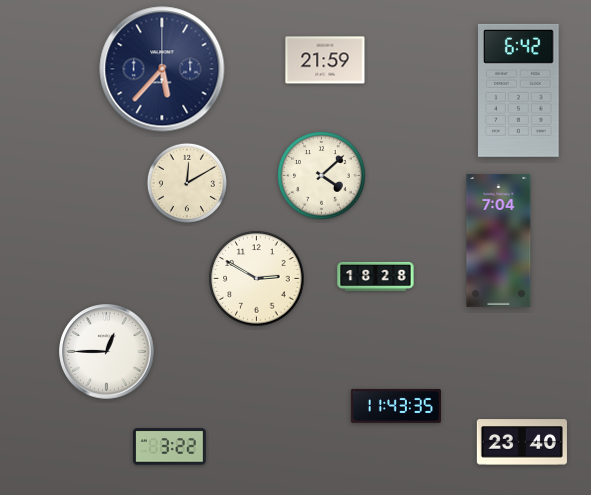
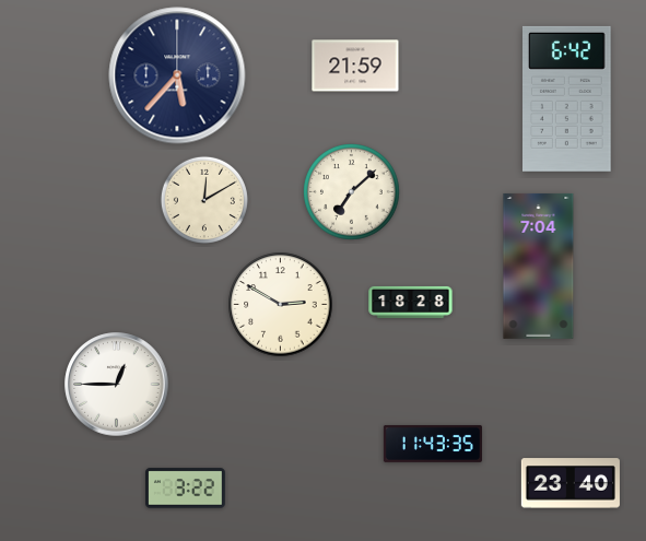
clock at (322, 176): 4:08 -> 7:08
clock at (499, 240) position: (499, 240) -> (539, 266)
